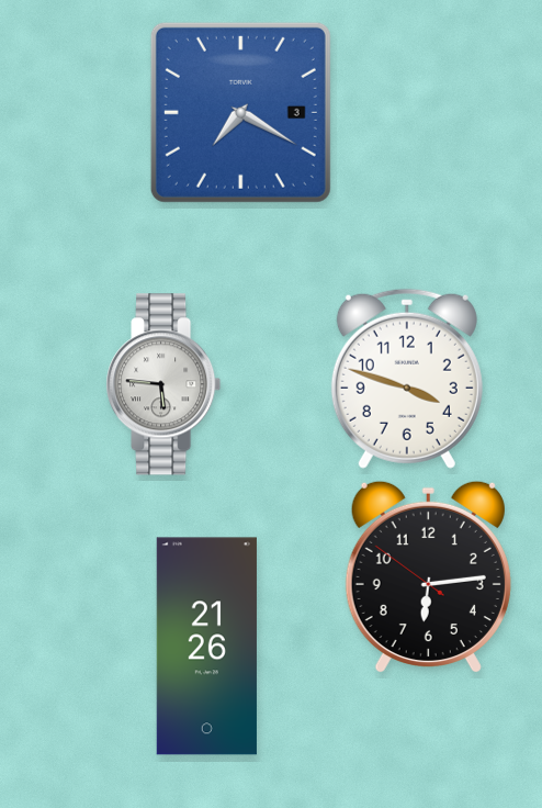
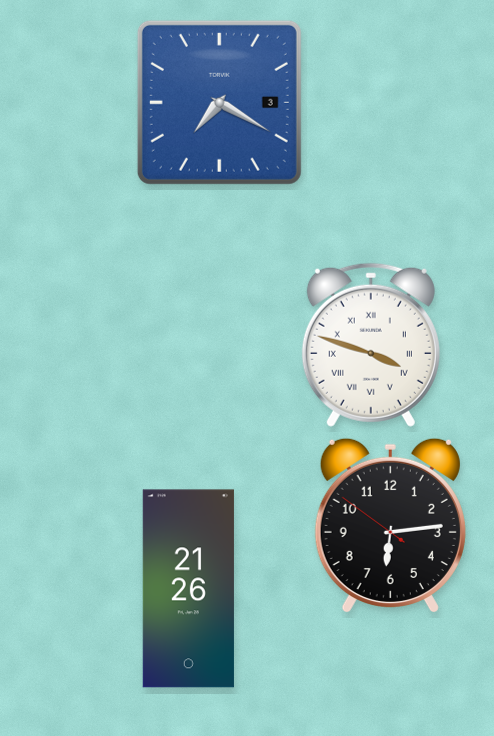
clock at (407, 379) numerals: Arabic -> Roman
clock at (163, 384): 5:46 -> none
